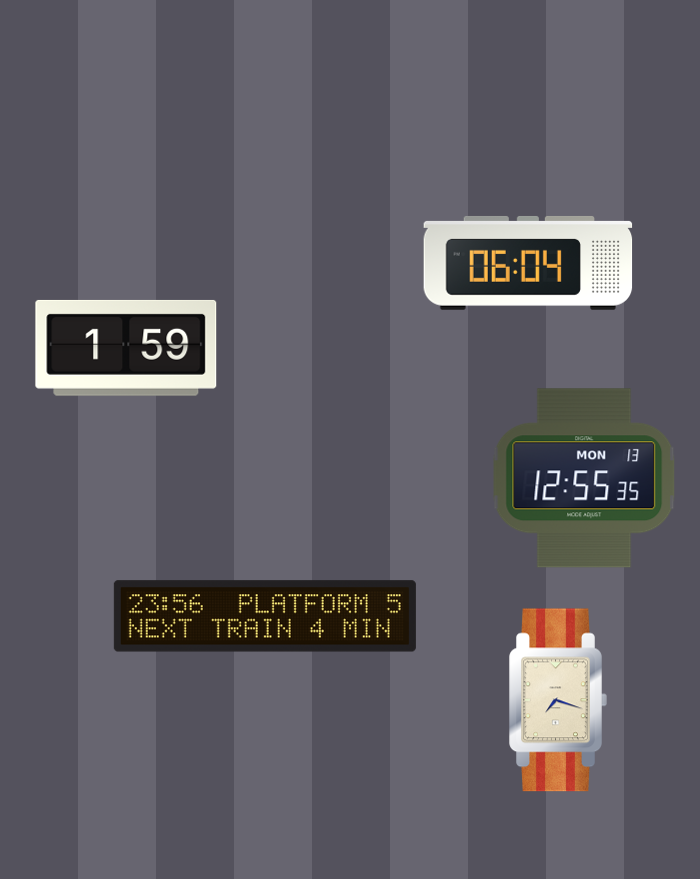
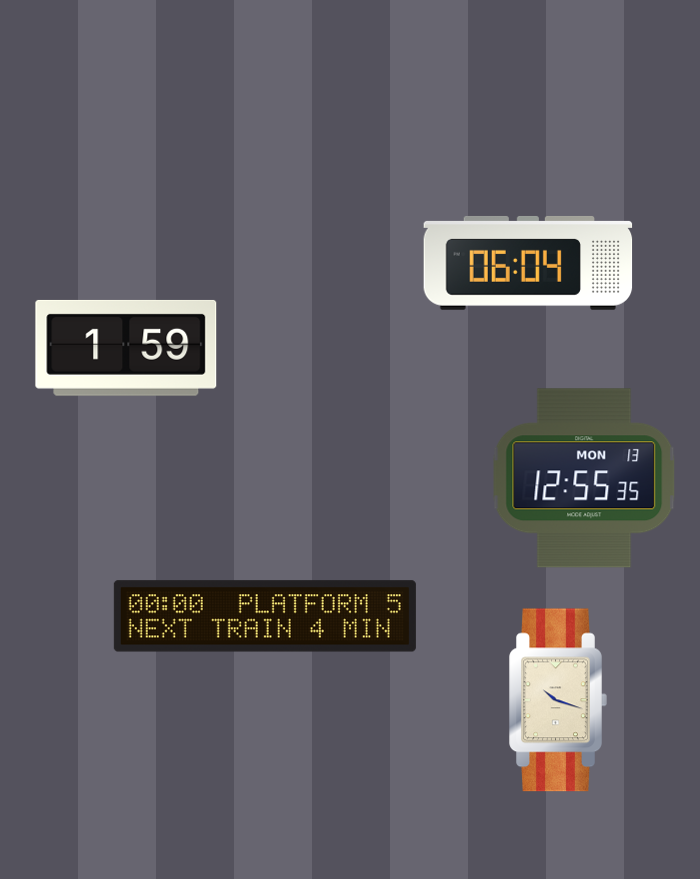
clock at (265, 616): 23:56 -> 00:00
clock at (558, 700): 7:18 -> 10:18
